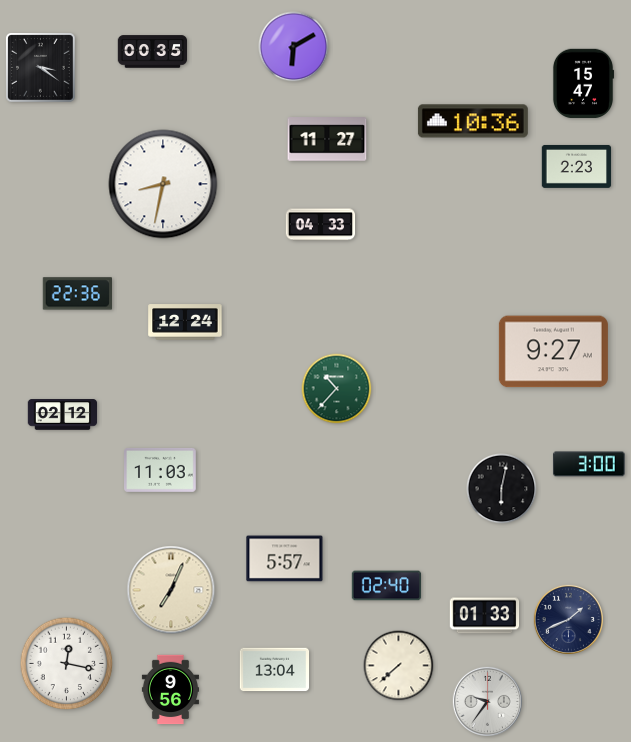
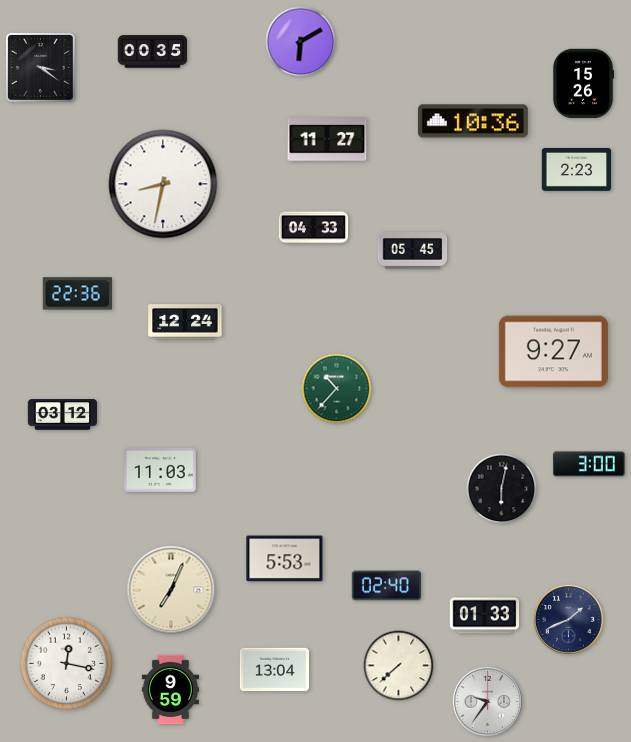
clock at (294, 47) position: (294, 47) -> (301, 42)
clock at (583, 84): 15:47 -> 15:26
clock at (577, 166) position: (577, 166) -> (577, 169)
clock at (321, 225) position: (321, 225) -> (314, 228)
clock at (413, 251): none -> 05:45
clock at (63, 415): 02:12 -> 03:12
clock at (285, 559): 5:57 -> 5:53
clock at (170, 690): 9:56 -> 9:59
